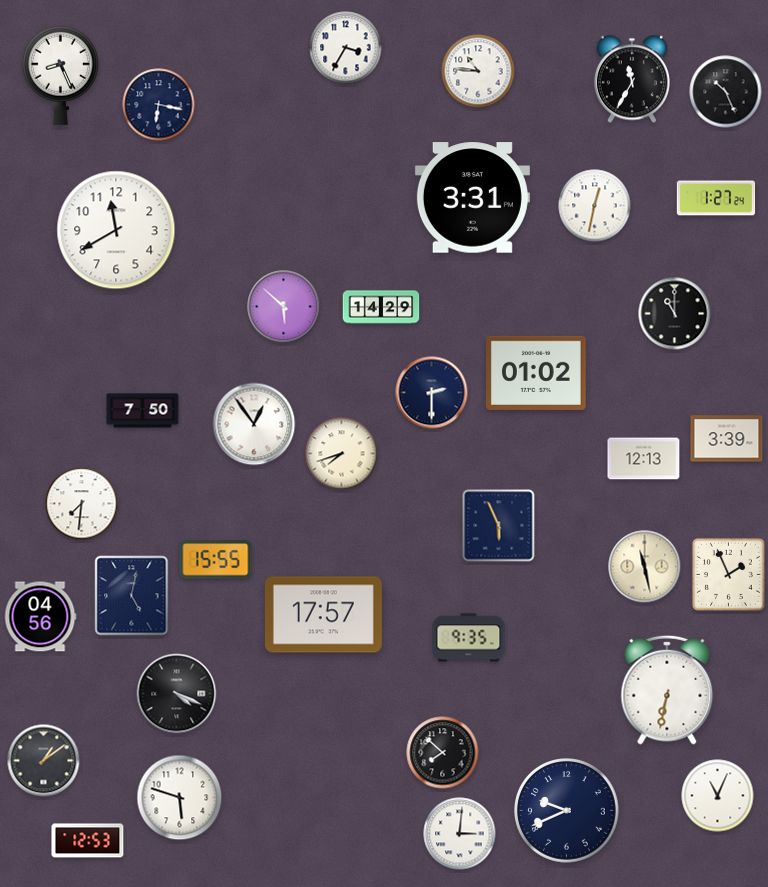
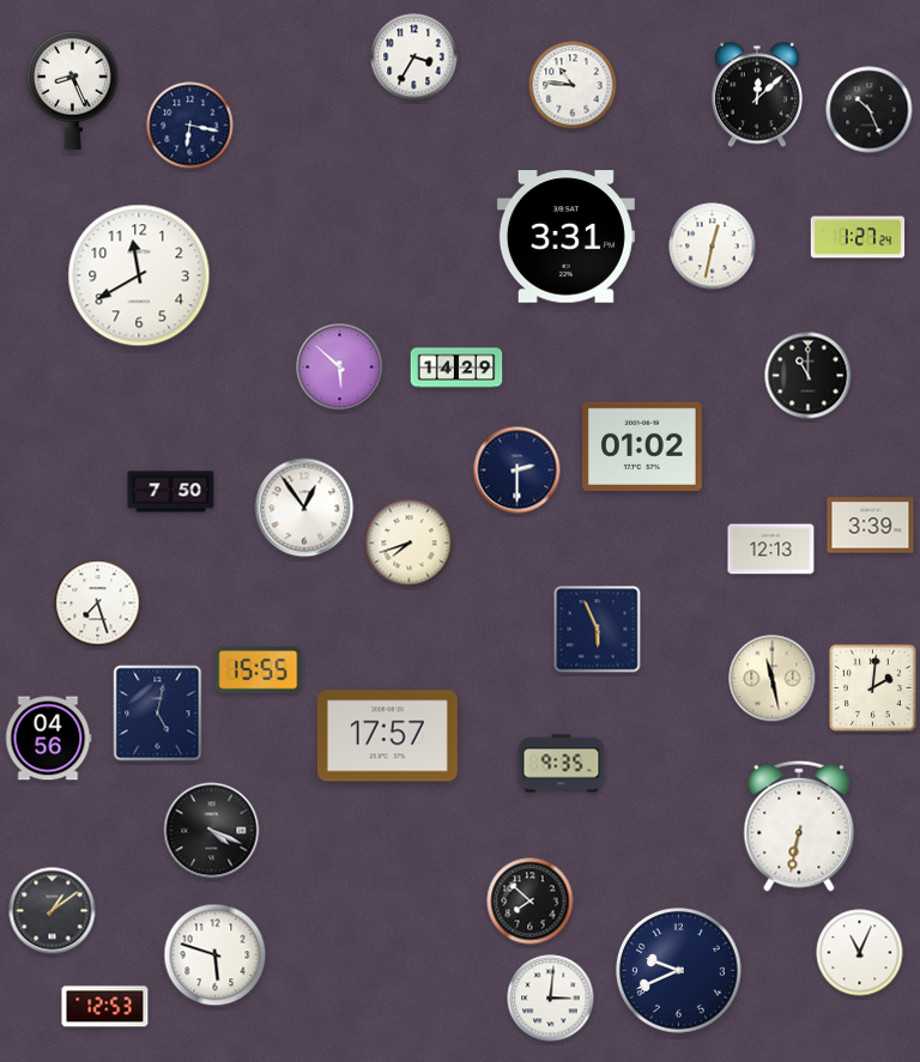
clock at (632, 79): 11:35 -> 12:08
clock at (82, 504): 7:31 -> 7:27
clock at (728, 574): 1:56 -> 2:01
